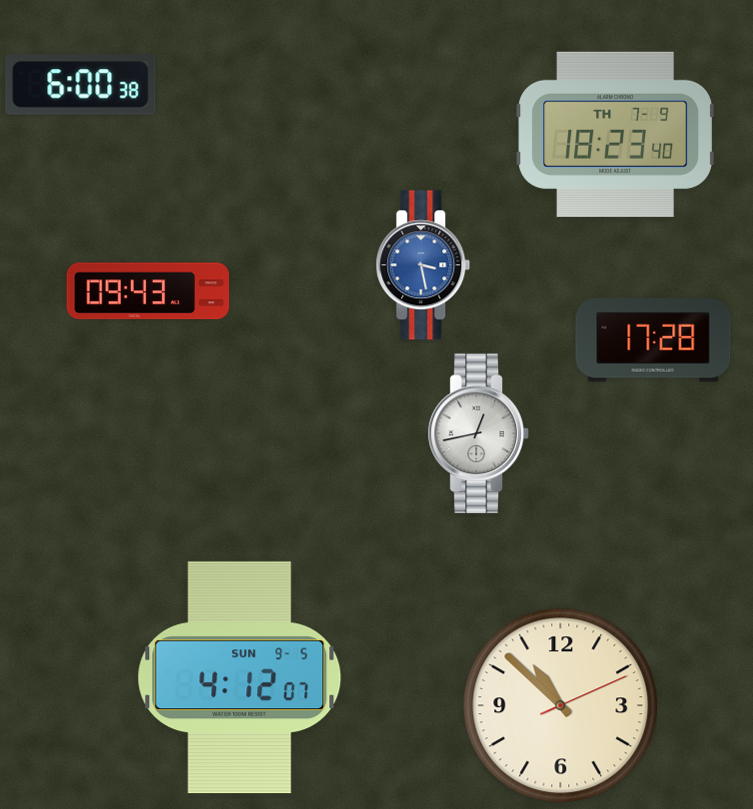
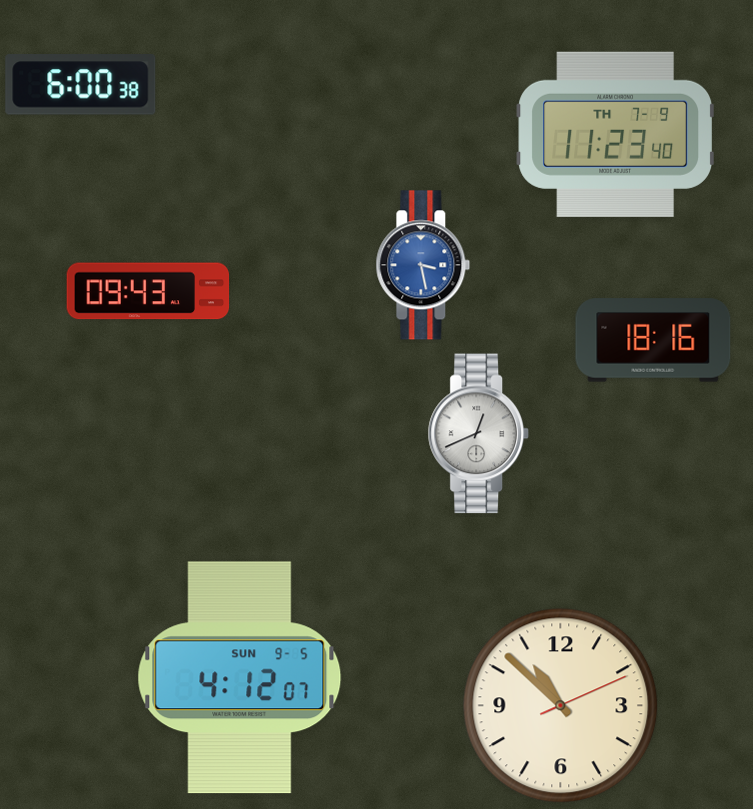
clock at (615, 134): 18:23 -> 11:23
clock at (653, 340): 17:28 -> 18:16
clock at (478, 434): 12:43 -> 12:41
